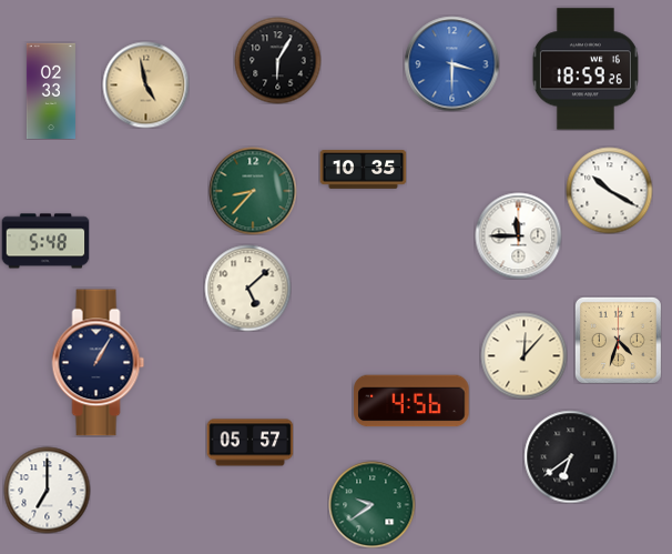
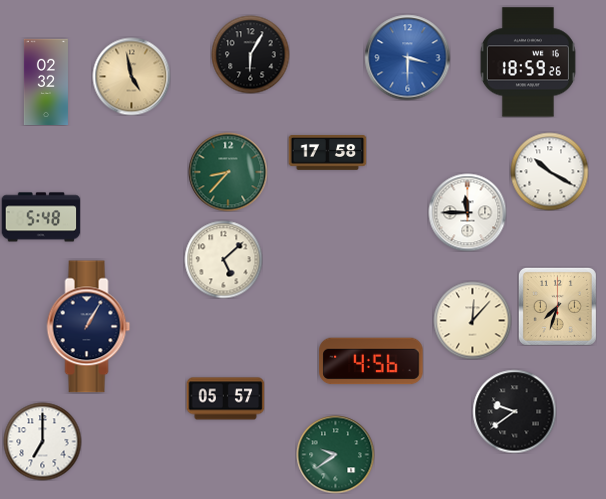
clock at (51, 90): 02:33 -> 02:32
clock at (363, 170): 10:35 -> 17:58
clock at (618, 340): 4:33 -> 7:33
clock at (570, 456): 6:39 -> 9:39
